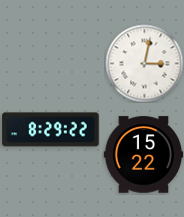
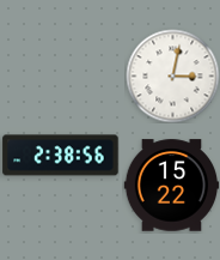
clock at (51, 130): 8:29 -> 2:38
